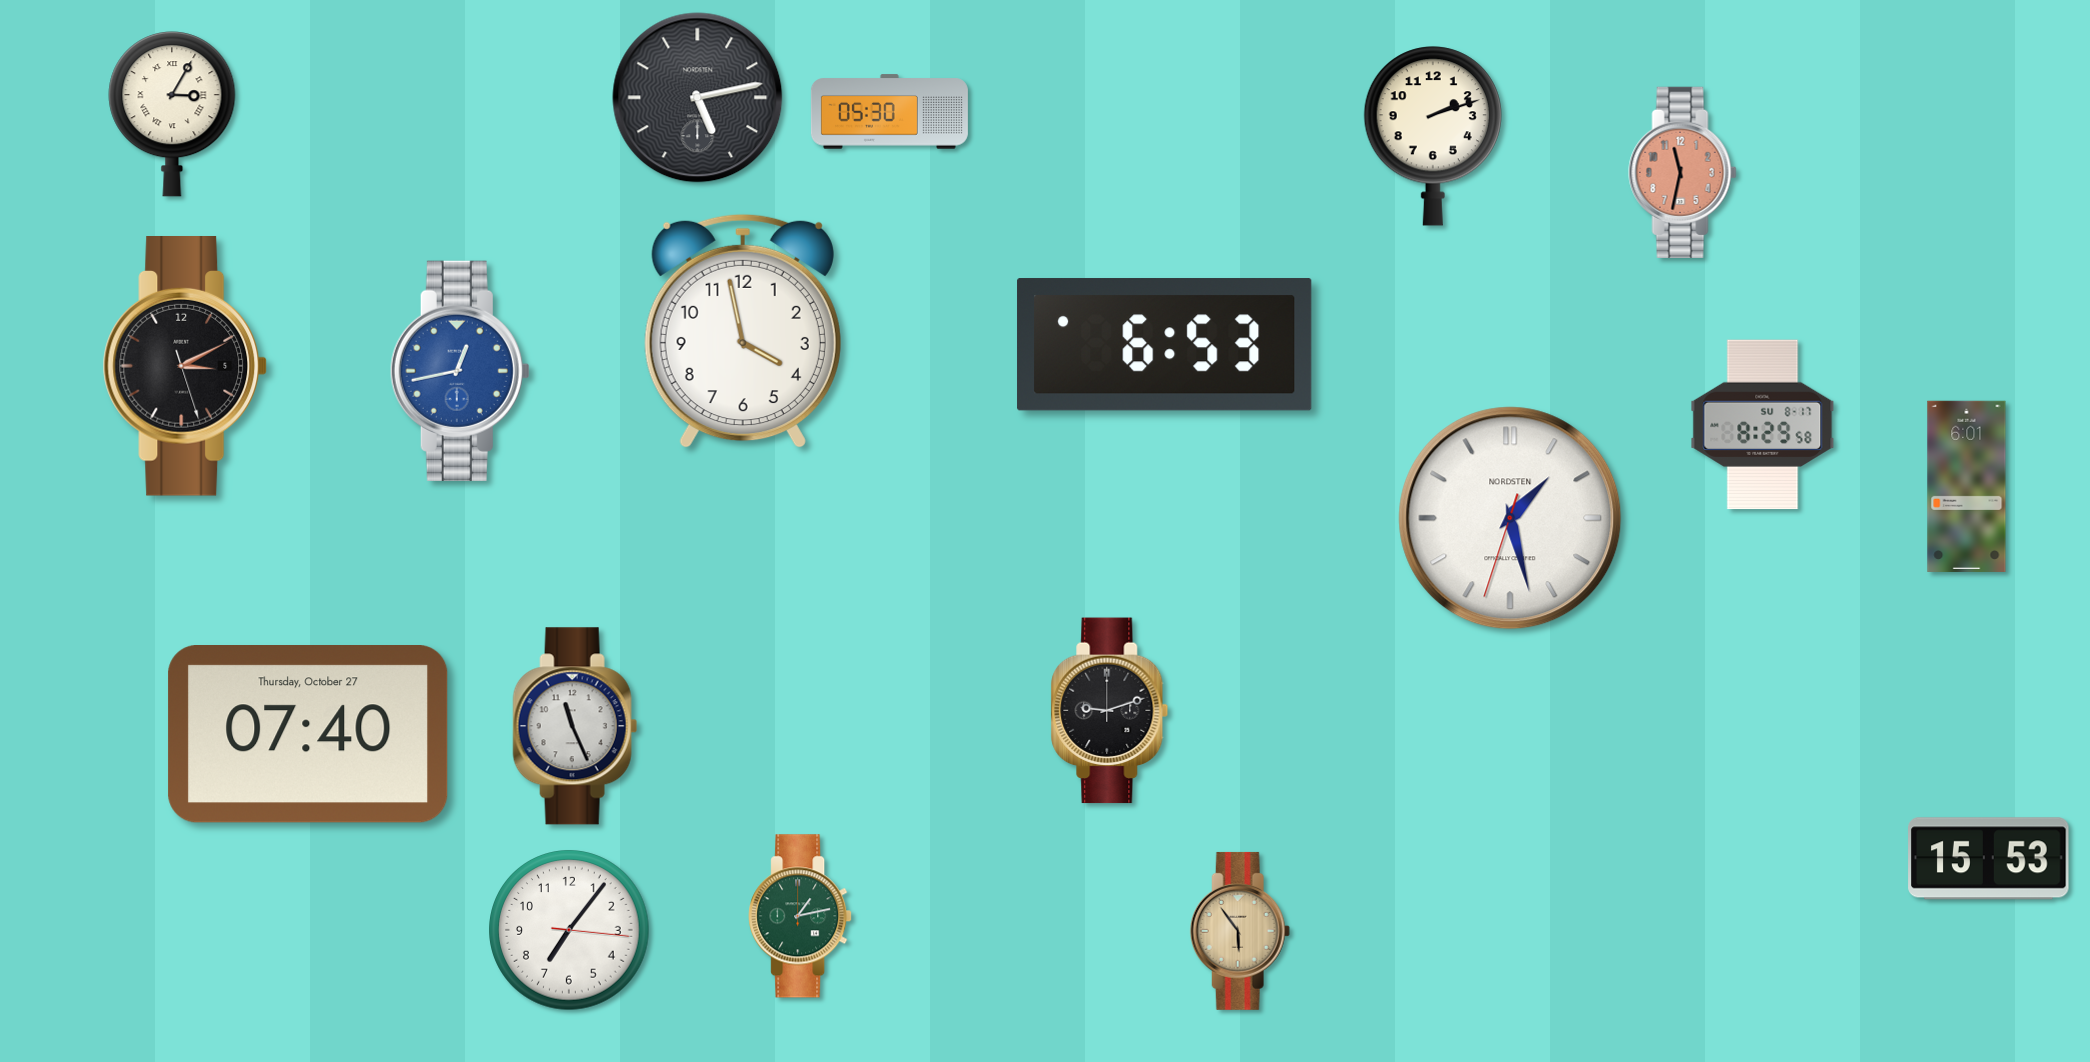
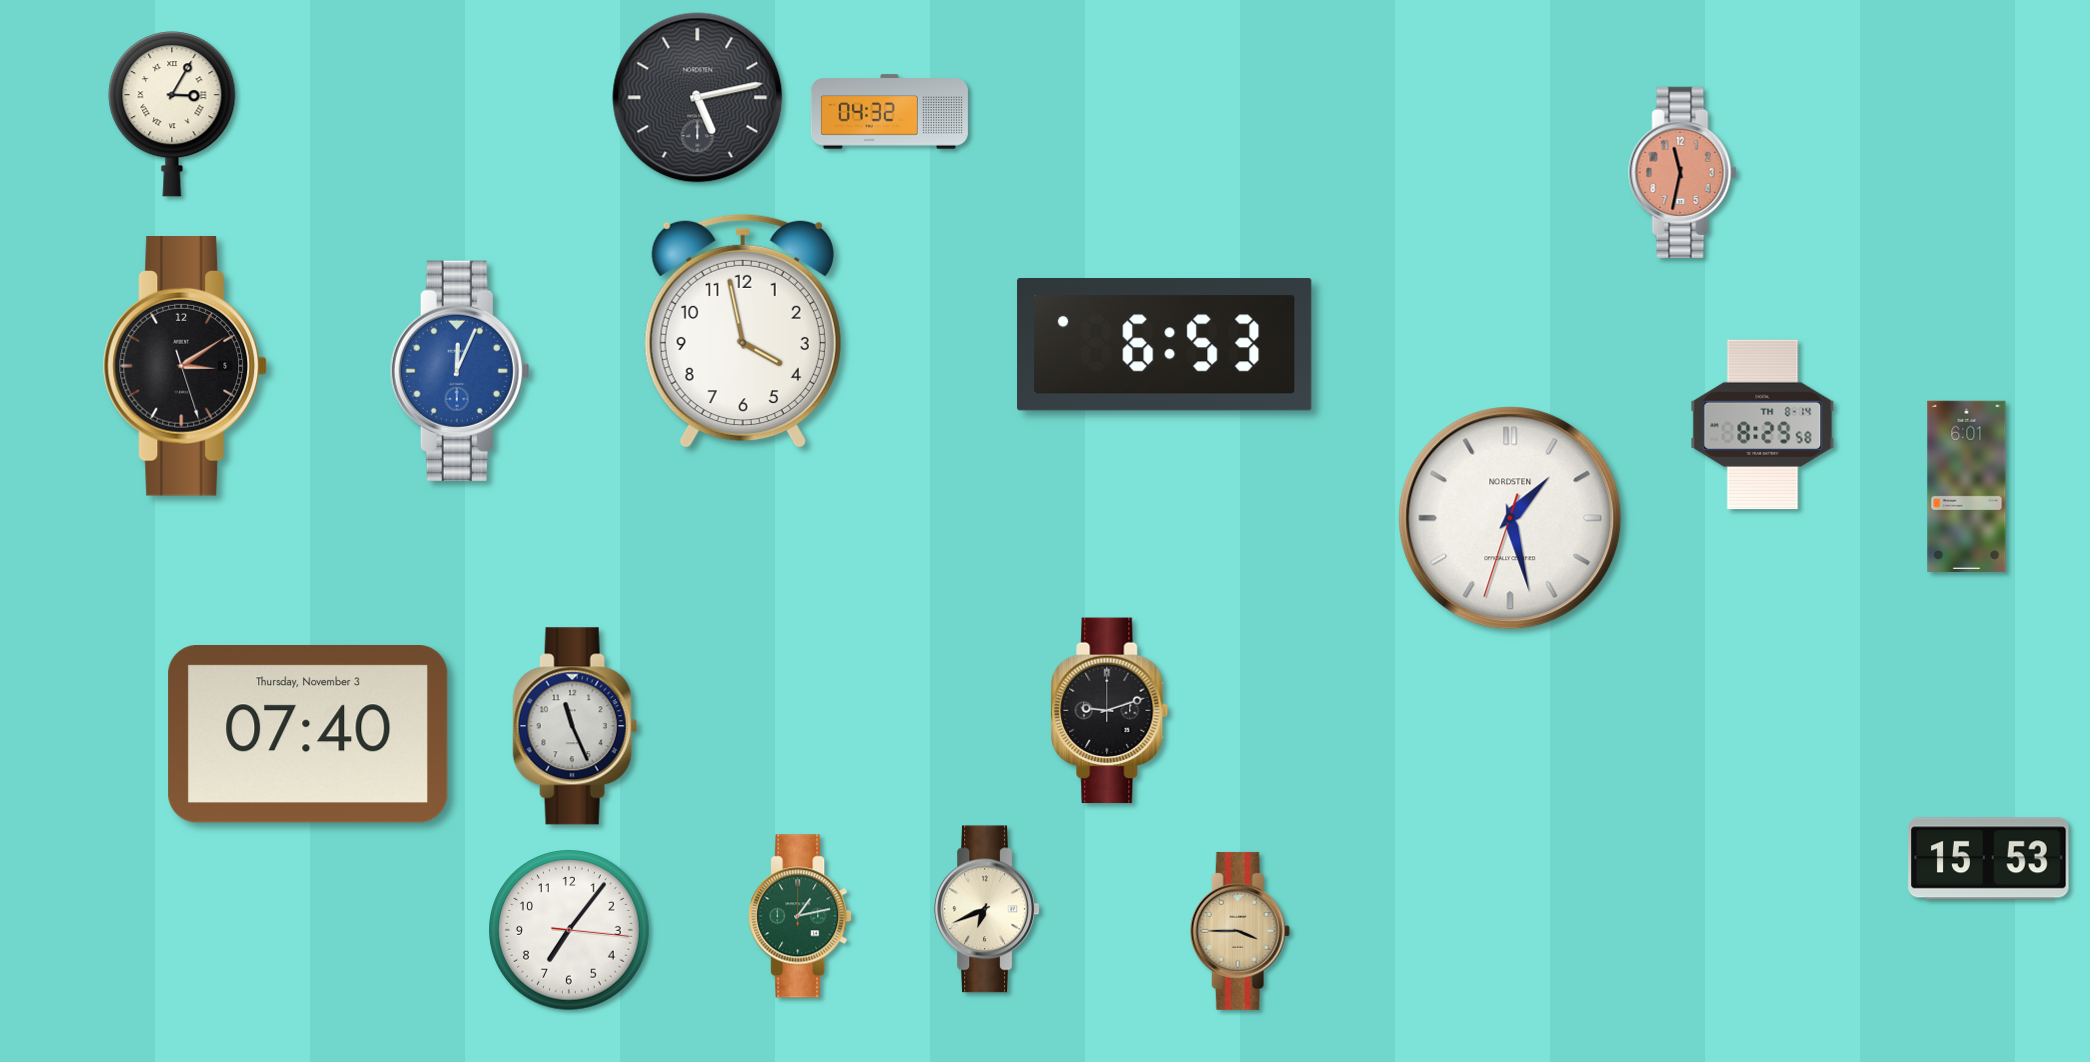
clock at (889, 112): 05:30 -> 04:32
clock at (1433, 136): 2:12 -> none
clock at (185, 367): 3:10 -> 3:09
clock at (460, 371): 12:43 -> 12:04
clock at (1763, 425) date: SU 8-17 -> TH 8-14
clock at (308, 735) date: Thursday, October 27 -> Thursday, November 3
clock at (987, 909): none -> 6:41
clock at (1240, 931): 5:54 -> 3:45
